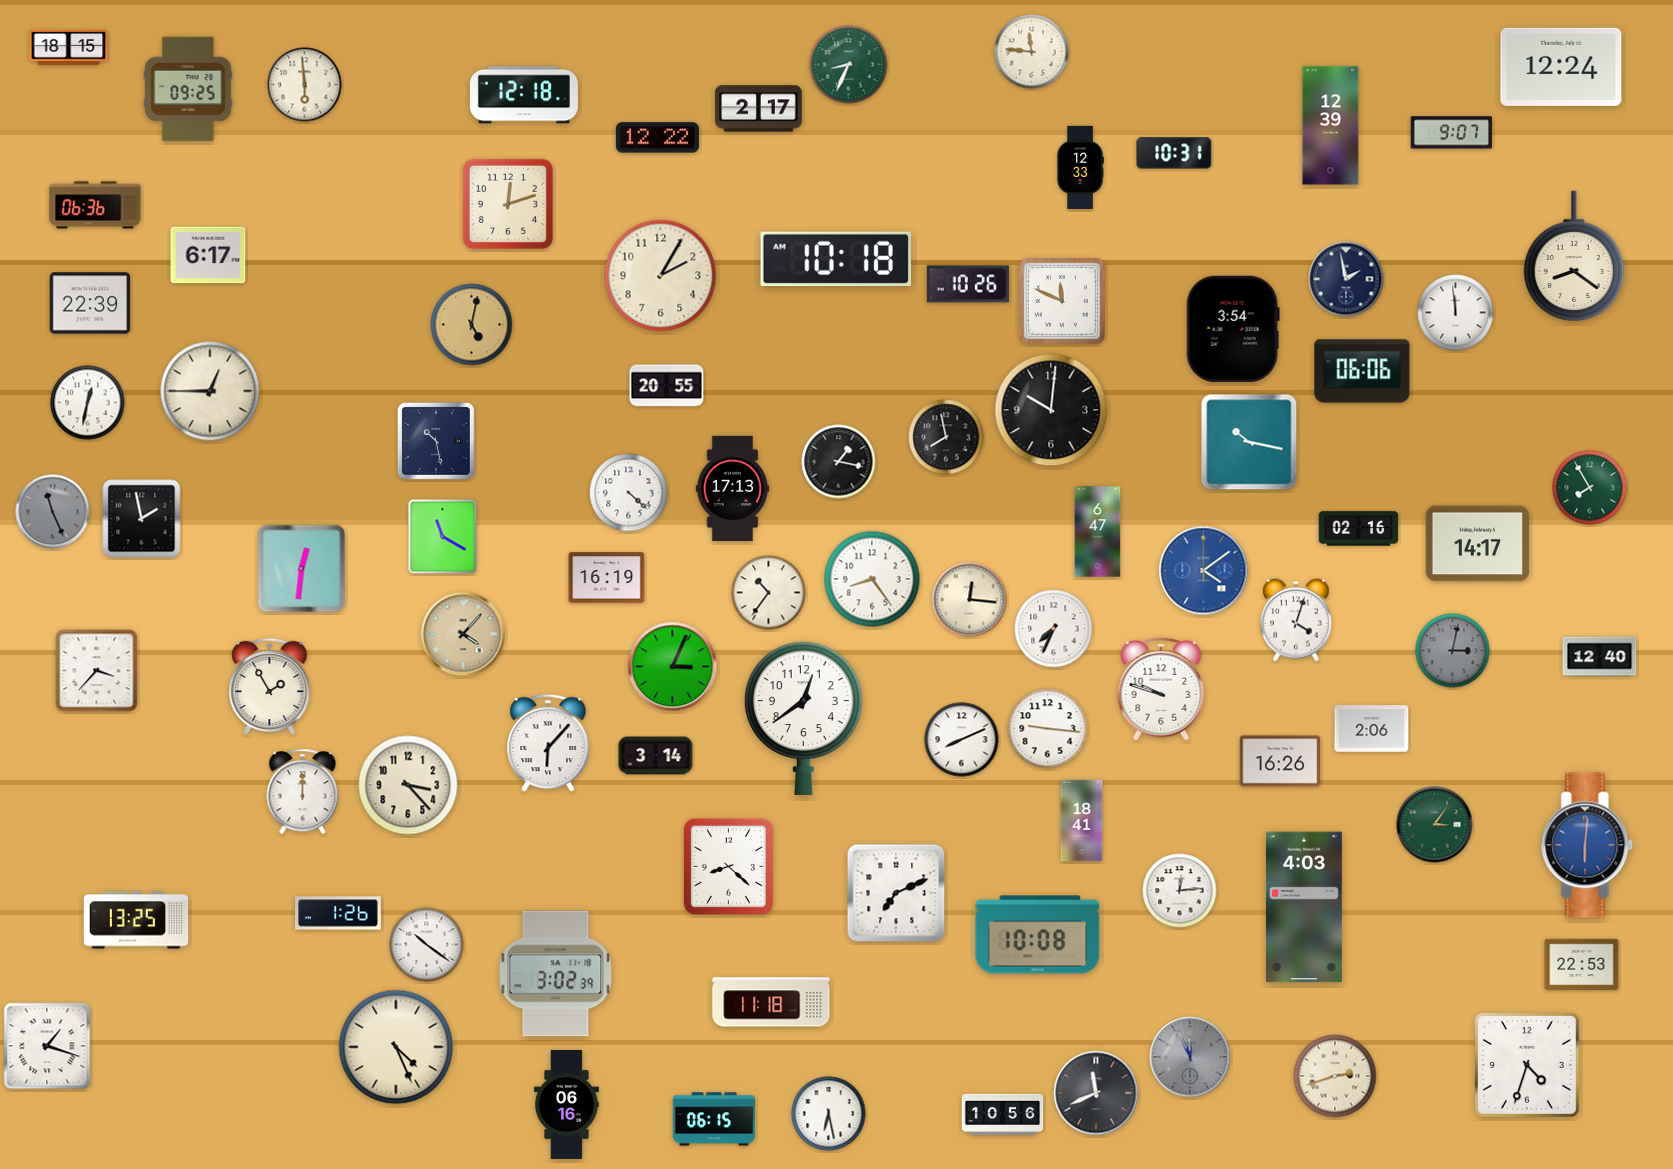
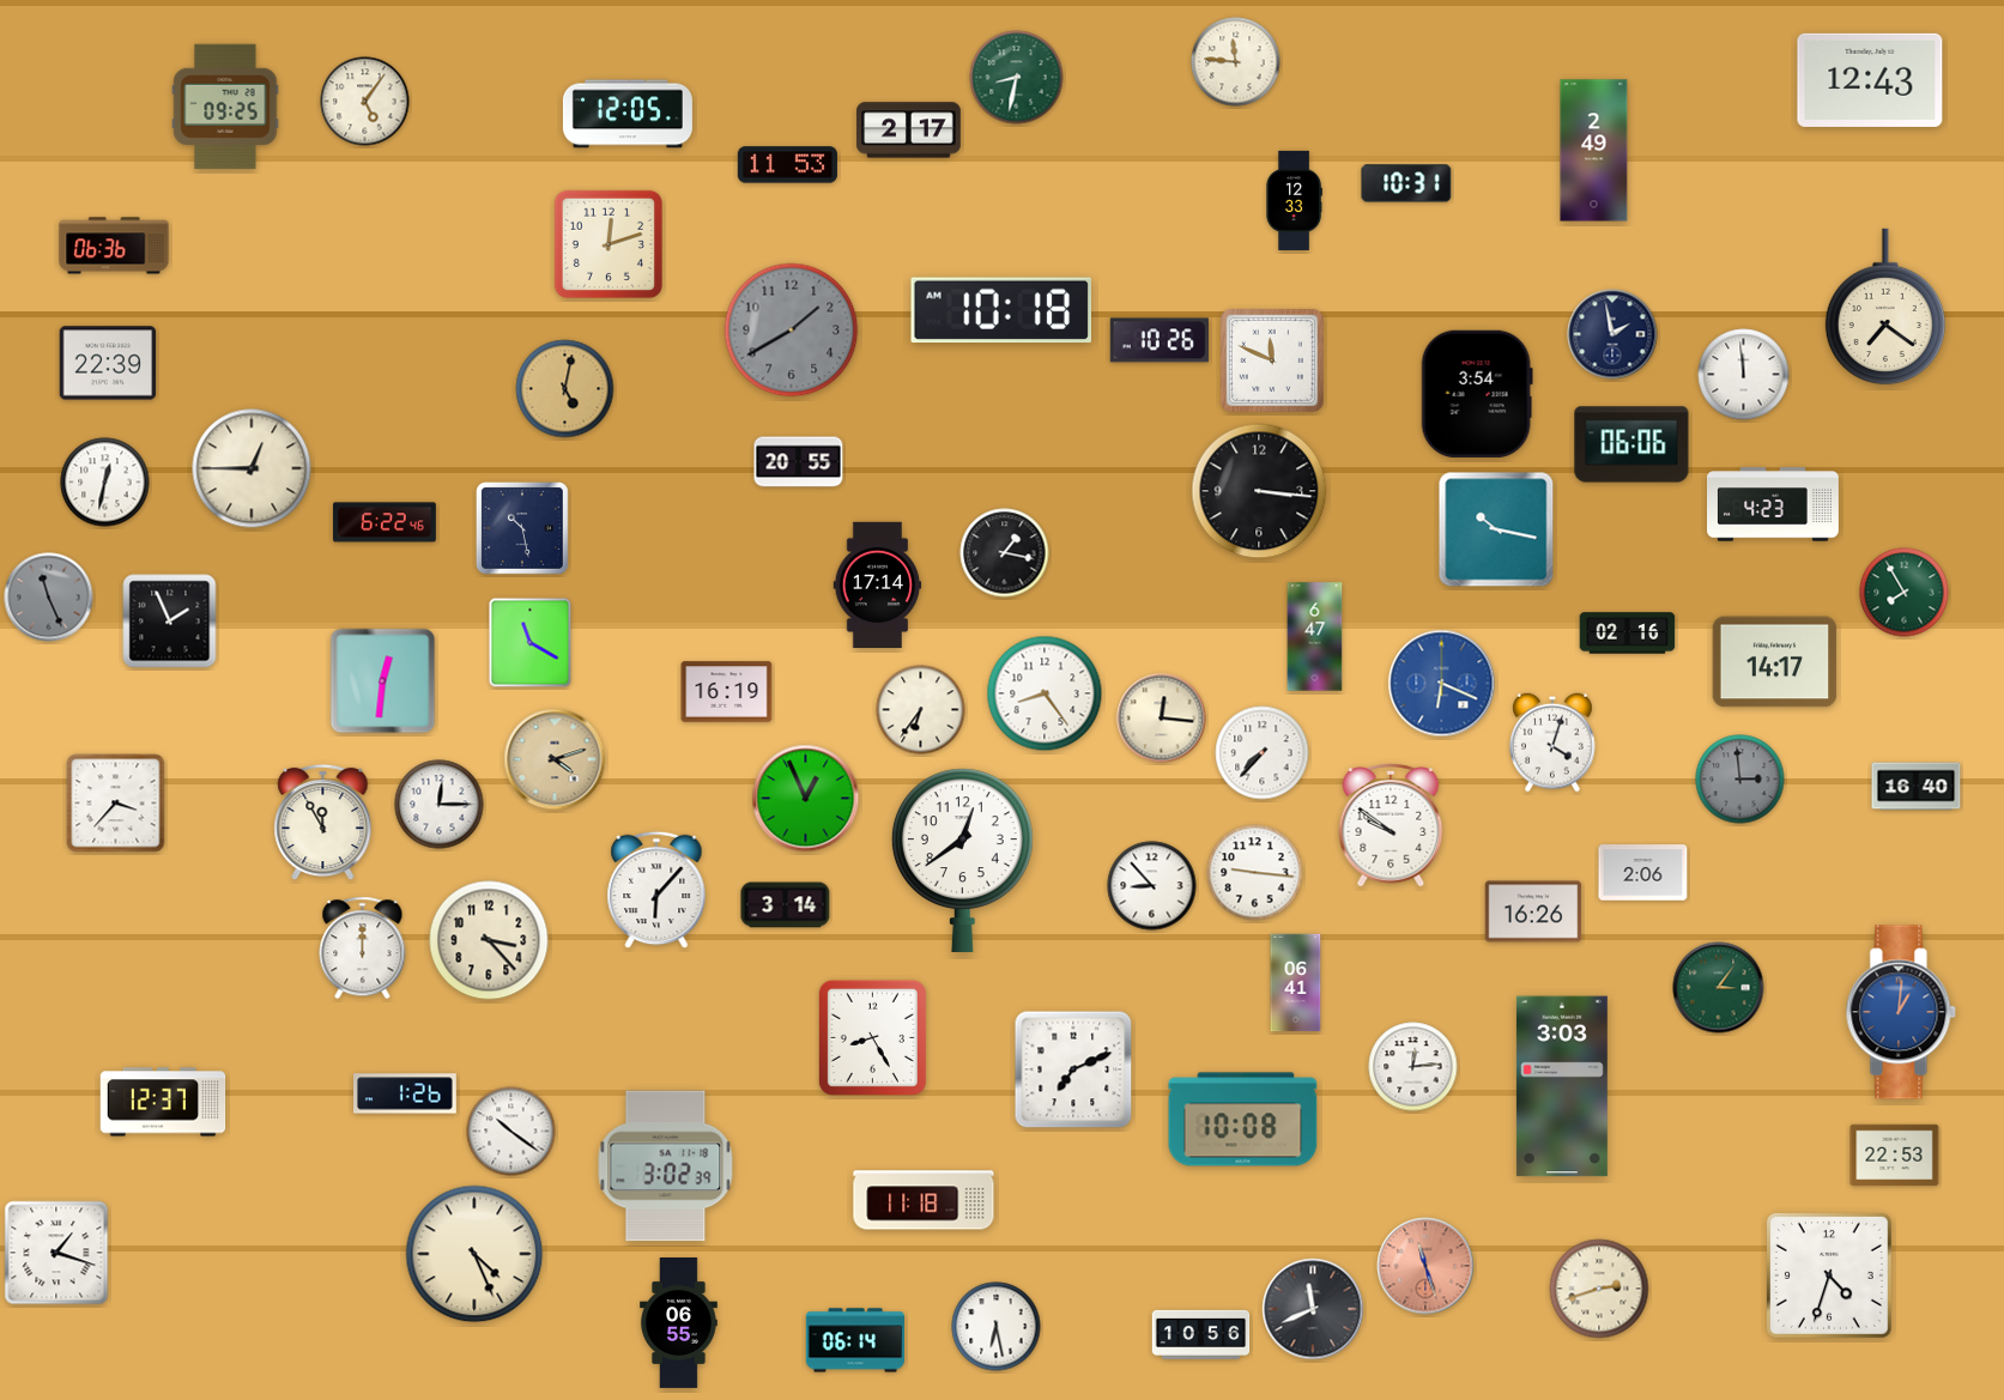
clock at (69, 47): 18:15 -> none
clock at (849, 65): 8:34 -> 8:32
clock at (1561, 67): 12:24 -> 12:43
clock at (305, 85): 5:59 -> 5:06
clock at (524, 95): 12:18 -> 12:05
clock at (1331, 126): 12:39 -> 2:49
clock at (1451, 133): 9:07 -> none
clock at (657, 138): 12:22 -> 11:53
clock at (208, 255): 6:17 -> none
clock at (1574, 256): 8:21 -> 7:21
clock at (661, 276): 2:05 -> 1:40
clock at (661, 276) dial: cream -> grey
clock at (1051, 410): 10:01 -> 3:16
clock at (1774, 504): none -> 4:23
clock at (385, 522): none -> 6:22
clock at (946, 437): 7:58 -> none
clock at (1590, 488) position: (1590, 488) -> (1905, 593)
clock at (733, 489): 17:13 -> 17:14
clock at (629, 493): 4:22 -> none
clock at (53, 512) position: (53, 512) -> (49, 598)
clock at (142, 519): 1:58 -> 1:56
clock at (1478, 544) position: (1478, 544) -> (1775, 662)
clock at (302, 569) position: (302, 569) -> (383, 681)
clock at (1204, 571): 4:09 -> 6:19
clock at (769, 593): 10:36 -> 6:36
clock at (1054, 629): 7:34 -> 7:37
clock at (463, 634): 4:07 -> 4:12
clock at (1453, 651): 3:02 -> 2:59
clock at (1600, 657): 12:40 -> 16:40
clock at (673, 667): 3:04 -> 12:56
clock at (440, 805): none -> 12:15
clock at (270, 687): 1:55 -> 11:55
clock at (1161, 690): 9:48 -> 9:51
clock at (962, 740): 8:11 -> 8:53
clock at (1082, 821): 18:41 -> 06:41
clock at (1587, 845): 6:01 -> 1:01
clock at (728, 866): 8:22 -> 8:25
clock at (1304, 907): 4:03 -> 3:03
clock at (136, 920): 13:25 -> 12:37
clock at (1190, 1057): 11:56 -> 11:27
clock at (1190, 1057) dial: grey -> salmon
clock at (567, 1104): 06:16 -> 06:55
clock at (829, 1114) position: (829, 1114) -> (997, 1327)
clock at (714, 1119): 06:15 -> 06:14
